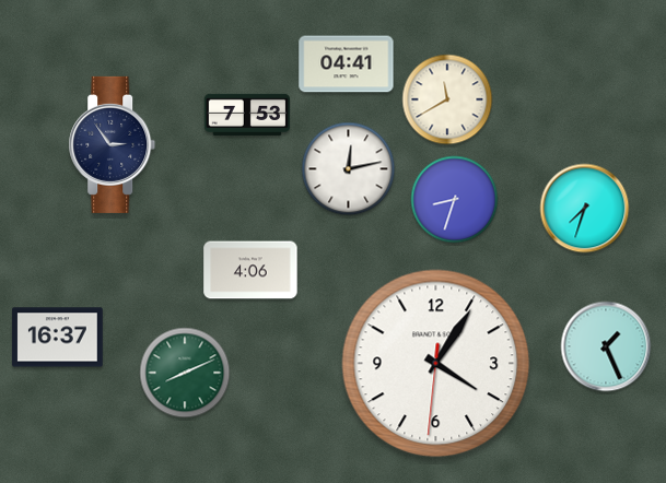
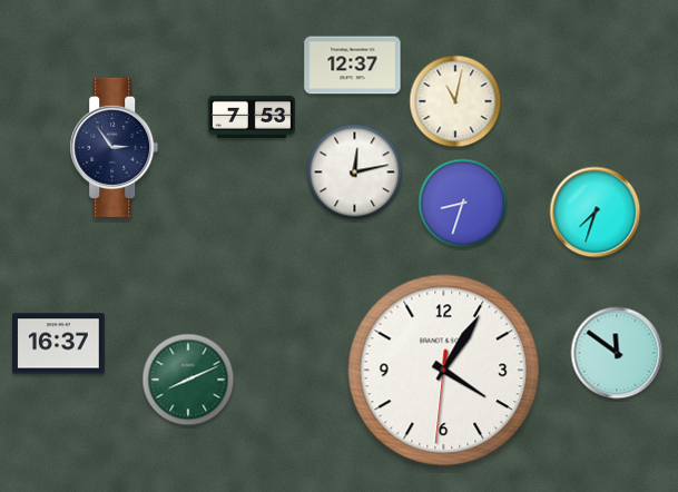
clock at (347, 64): 04:41 -> 12:37
clock at (447, 99): 11:40 -> 11:02
clock at (250, 270): 4:06 -> none
clock at (606, 346): 1:26 -> 11:51
